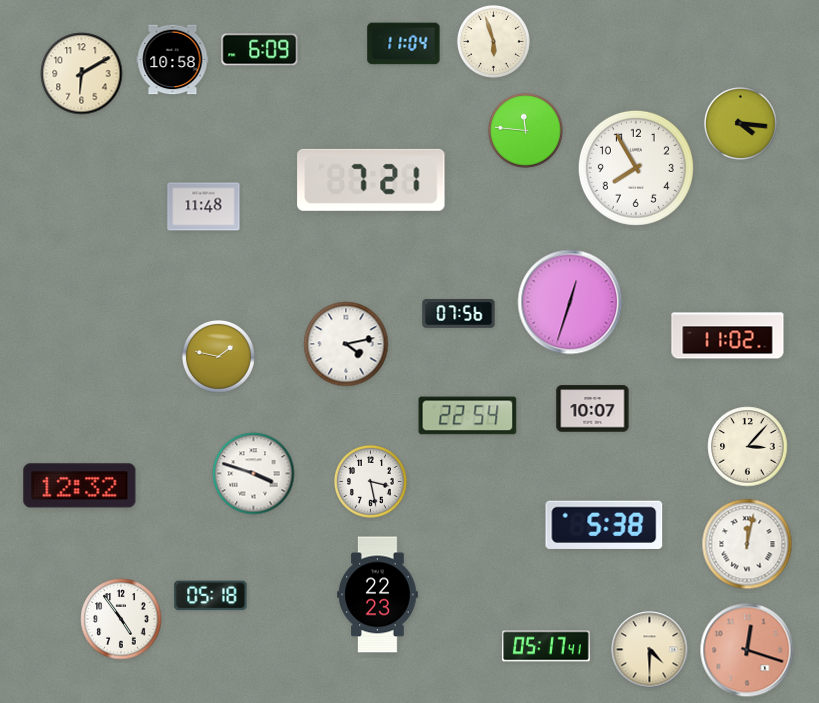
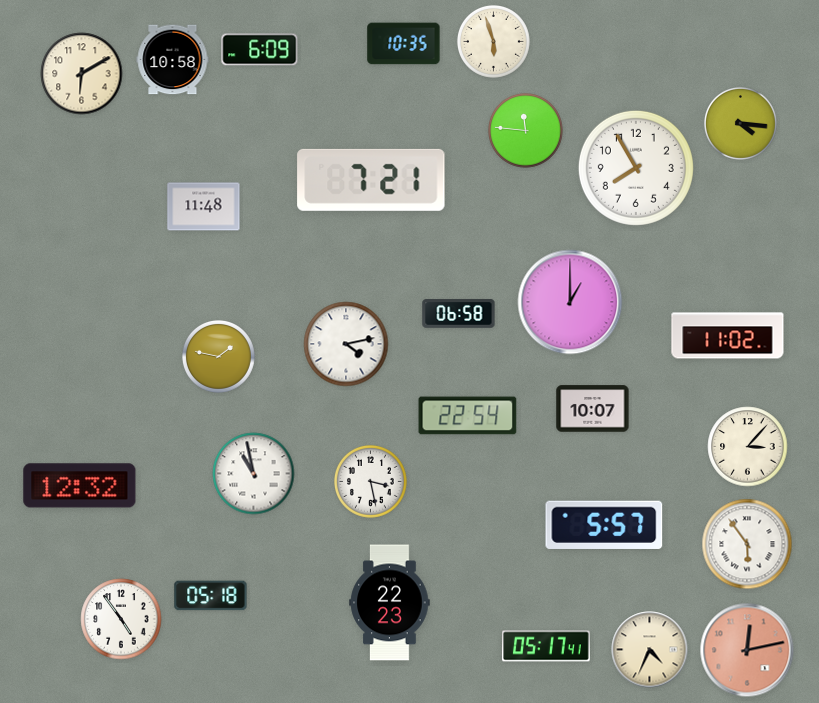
clock at (404, 44): 11:04 -> 10:35
clock at (570, 302): 12:33 -> 1:00
clock at (459, 314): 07:56 -> 06:58
clock at (254, 474): 3:48 -> 10:58
clock at (604, 525): 5:38 -> 5:57
clock at (747, 544): 12:02 -> 5:54
clock at (378, 595) position: (378, 595) -> (390, 603)
clock at (650, 650): 4:30 -> 4:34
clock at (747, 650): 12:18 -> 12:13
